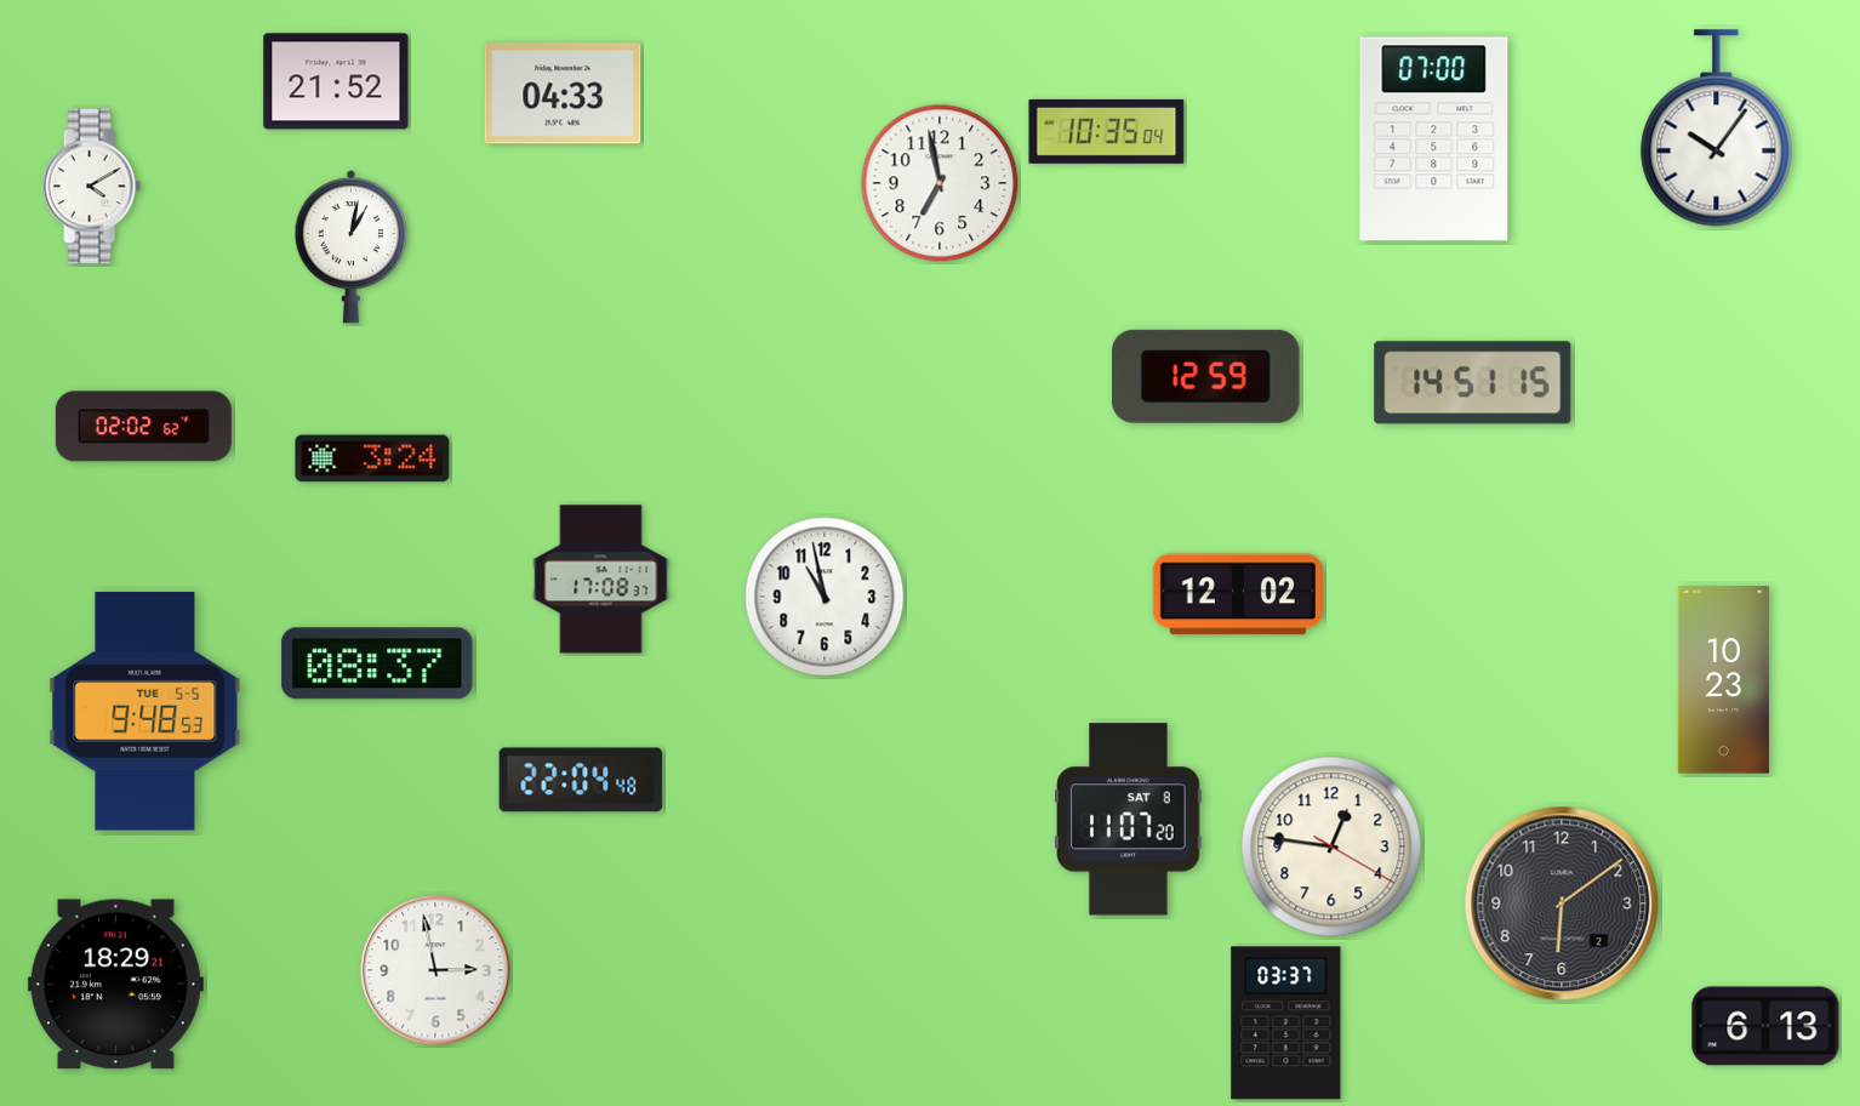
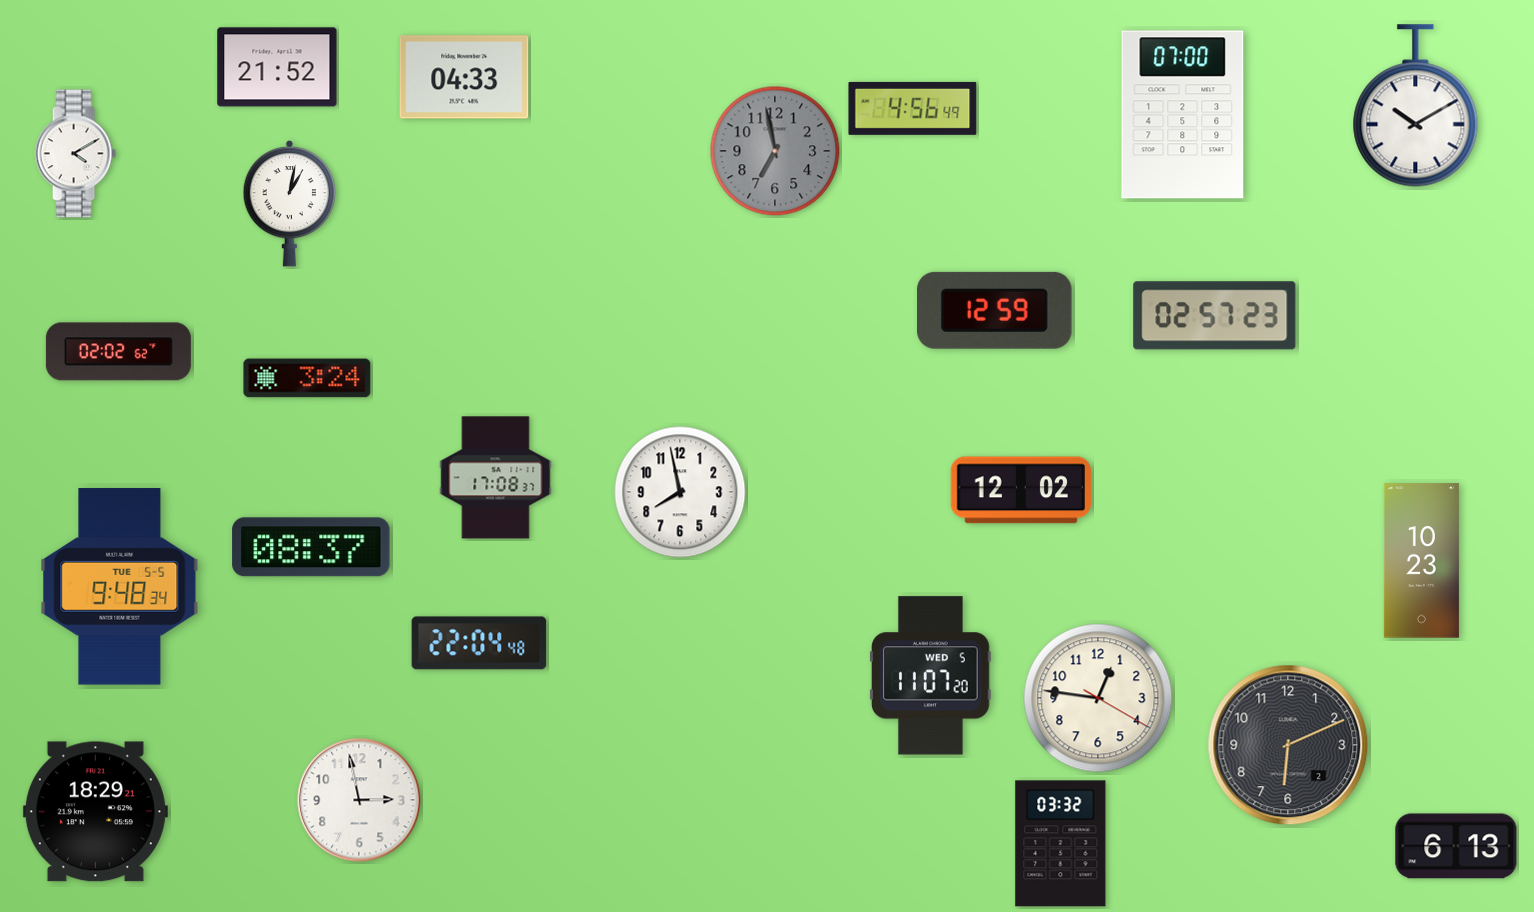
clock at (1717, 129): 10:06 -> 10:10
clock at (1107, 131): 10:35 -> 4:56
clock at (940, 183) dial: white -> grey
clock at (1473, 383): 14:51 -> 02:57
clock at (825, 597): 10:58 -> 7:58
clock at (146, 712): 9:48:53 -> 9:48:34
clock at (1129, 820) date: SAT 8 -> WED 5
clock at (1562, 903): 6:09 -> 6:11
clock at (1286, 1024): 03:37 -> 03:32
